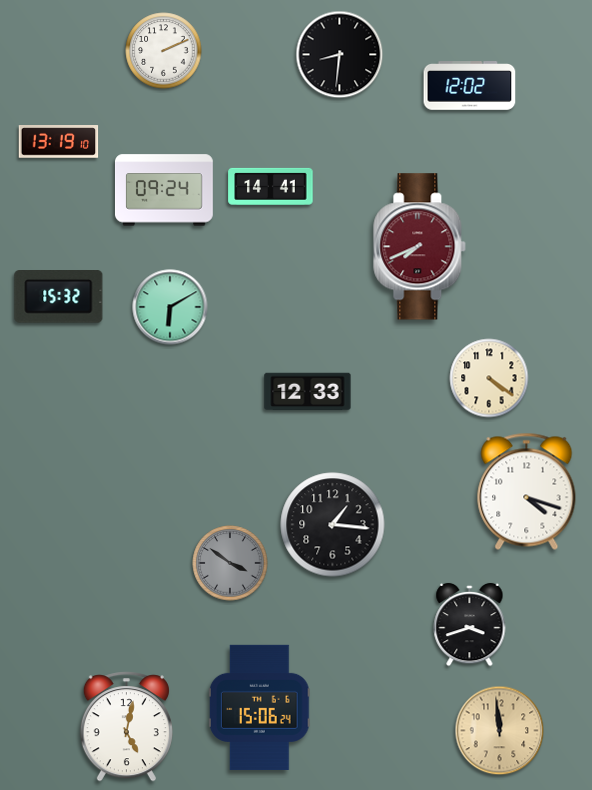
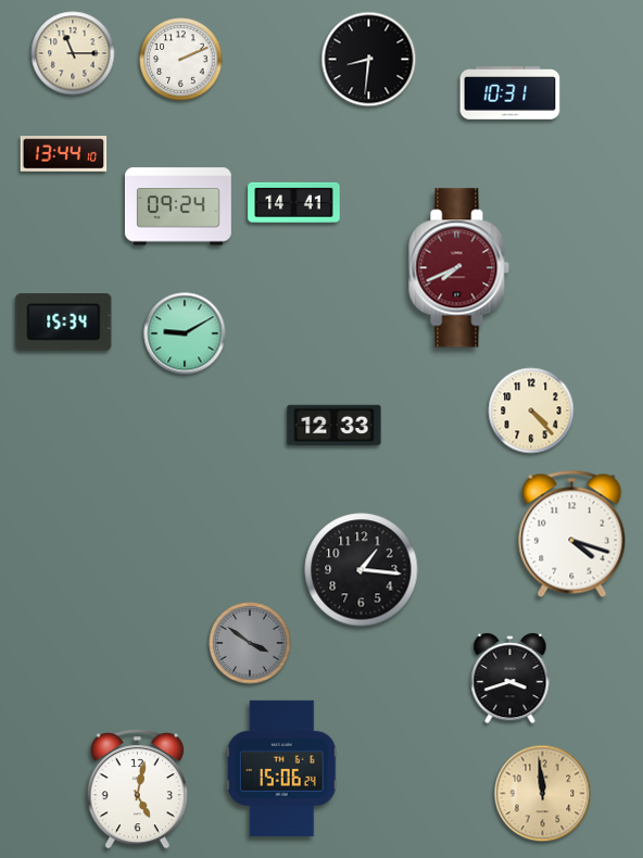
clock at (73, 53): none -> 11:15
clock at (164, 51) position: (164, 51) -> (181, 60)
clock at (470, 86): 12:02 -> 10:31
clock at (59, 142): 13:19 -> 13:44
clock at (420, 247) position: (420, 247) -> (459, 268)
clock at (59, 297): 15:32 -> 15:34
clock at (170, 307): 6:10 -> 9:10
clock at (489, 378): 4:21 -> 4:23
clock at (230, 563) position: (230, 563) -> (250, 643)
